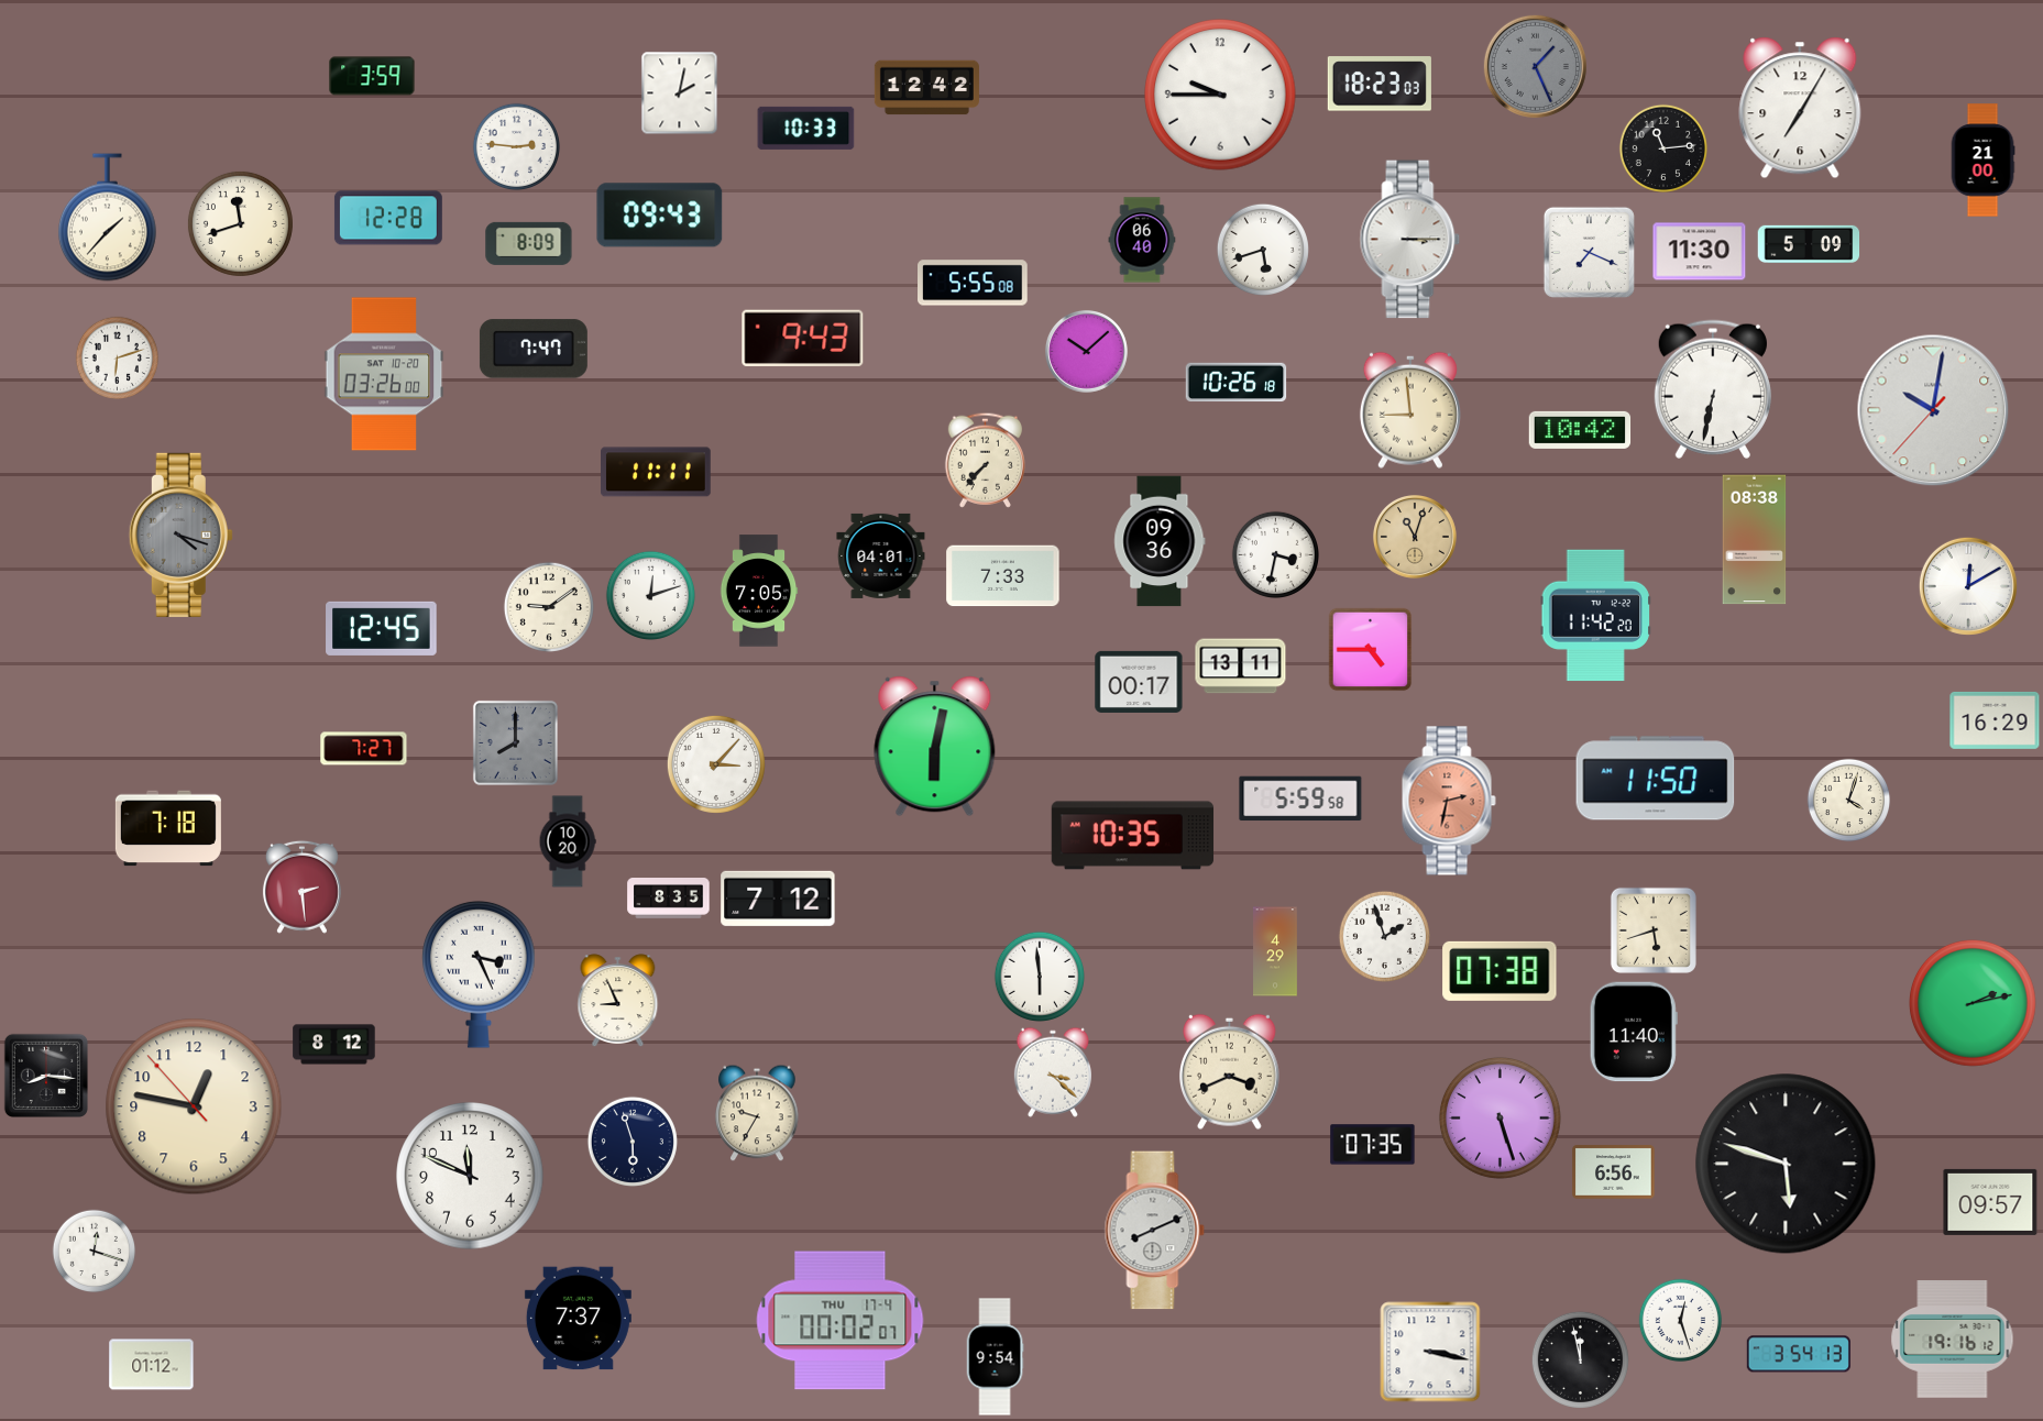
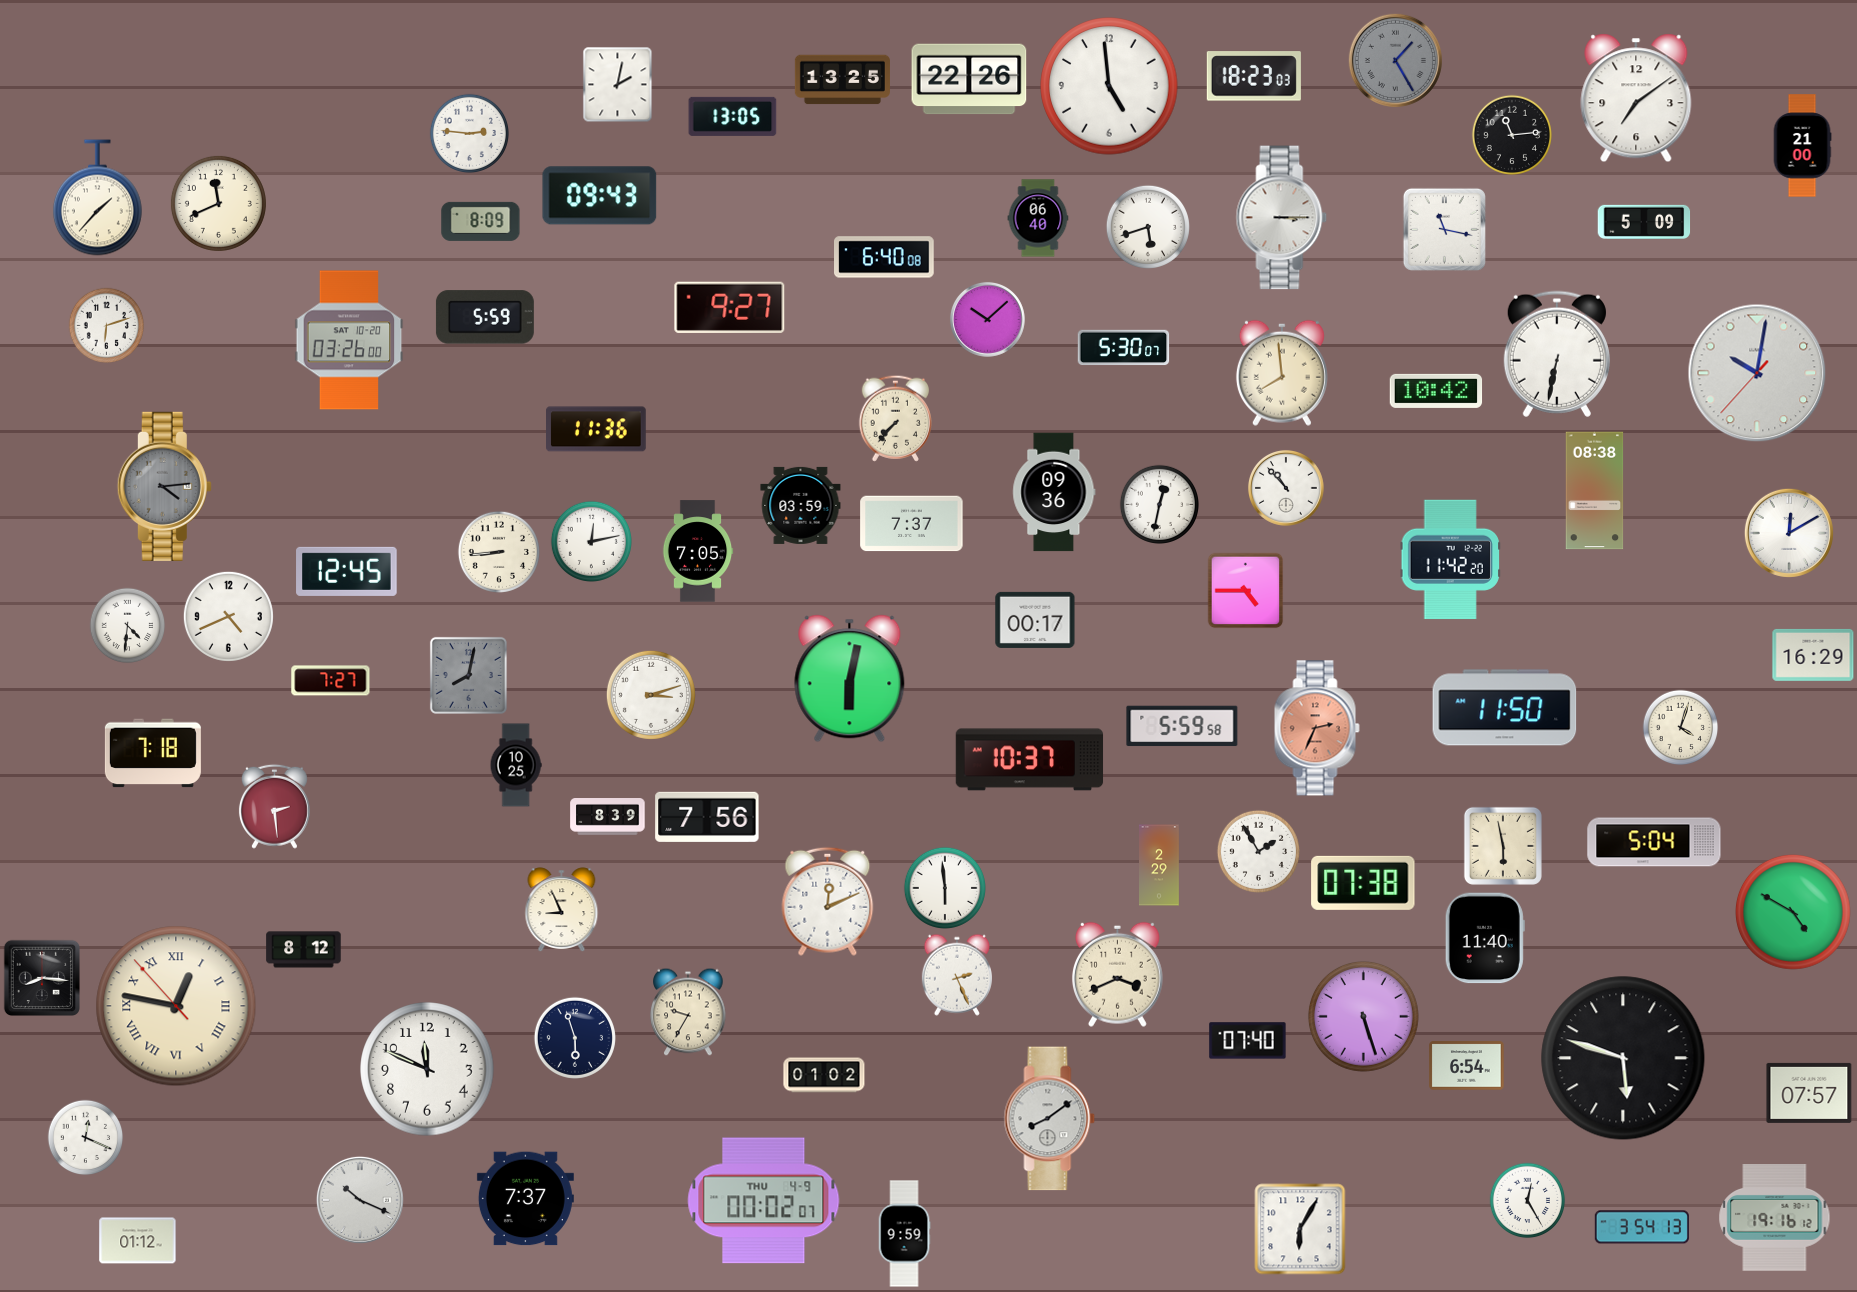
clock at (1535, 66): 1:26 -> 1:25
clock at (372, 76): 3:59 -> none
clock at (969, 79): none -> 22:26
clock at (926, 88): 12:42 -> 13:25
clock at (1220, 95): 9:45 -> 4:59
clock at (1800, 108): 7:05 -> 7:09
clock at (806, 128): 10:33 -> 13:05
clock at (388, 218): 12:28 -> none
clock at (240, 223): 11:42 -> 11:41
clock at (1589, 252): 7:19 -> 11:17
clock at (1700, 252): 11:30 -> none
clock at (974, 283): 5:55 -> 6:40
clock at (803, 338): 9:43 -> 9:27
clock at (534, 349): 7:47 -> 5:59
clock at (1237, 383): 10:26 -> 5:30
clock at (1410, 410): 8:59 -> 7:59
clock at (657, 472): 11:11 -> 11:36
clock at (180, 535): 4:18 -> 4:14
clock at (1415, 537): 11:03 -> 10:53
clock at (1415, 537) dial: champagne -> white
clock at (1275, 554): 3:32 -> 12:32
clock at (881, 555): 04:01 -> 03:59
clock at (1003, 576): 7:33 -> 7:37
clock at (759, 591) position: (759, 591) -> (698, 551)
clock at (650, 595): 12:12 -> 12:13
clock at (549, 607): 9:09 -> 8:44
clock at (1241, 667): 13:11 -> none
clock at (228, 616): none -> 4:41
clock at (128, 626): none -> 4:31
clock at (515, 742): 8:00 -> 8:02
clock at (716, 764): 3:07 -> 3:12
clock at (1449, 801): 2:32 -> 2:34
clock at (1133, 836): 10:35 -> 10:37
clock at (568, 841): 10:20 -> 10:25
clock at (669, 899): 8:35 -> 8:39
clock at (778, 899): 7:12 -> 7:56
clock at (1654, 842): none -> 5:04
clock at (1654, 930): 5:42 -> 5:58
clock at (1384, 936): 1:57 -> 1:55
clock at (1276, 951): 4:29 -> 2:29
clock at (480, 974): 3:26 -> none
clock at (828, 901): none -> 12:11
clock at (1974, 1004): 2:13 -> 4:50
clock at (1053, 1072): 3:22 -> 2:26
clock at (194, 1106) numerals: Arabic -> Roman
clock at (1373, 1145): 07:35 -> 07:40
clock at (1614, 1172): 6:56 -> 6:54
clock at (824, 1075): none -> 01:02
clock at (1990, 1202): 09:57 -> 07:57
clock at (1155, 1231): 8:11 -> 8:09
clock at (95, 1252): 12:18 -> 12:19
clock at (360, 1200): none -> 10:19
clock at (841, 1321) date: THU 17-4 -> THU 4-9
clock at (1681, 1321): 12:27 -> 12:25
clock at (1430, 1352): 3:17 -> 6:05
clock at (1799, 1354) position: (1799, 1354) -> (1642, 1227)
clock at (995, 1357): 9:54 -> 9:59
clock at (1580, 1359): 11:58 -> none
